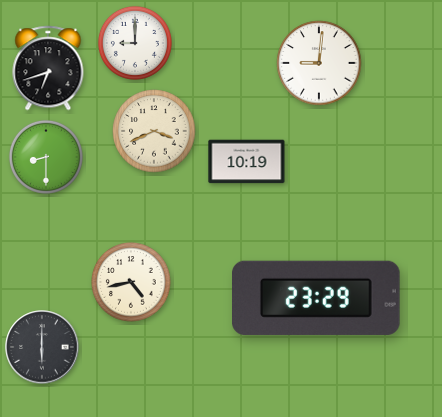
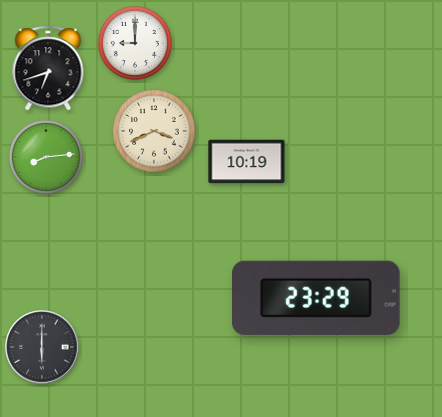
clock at (319, 63): 9:01 -> none
clock at (46, 157): 8:30 -> 8:14
clock at (131, 282): 4:43 -> none
